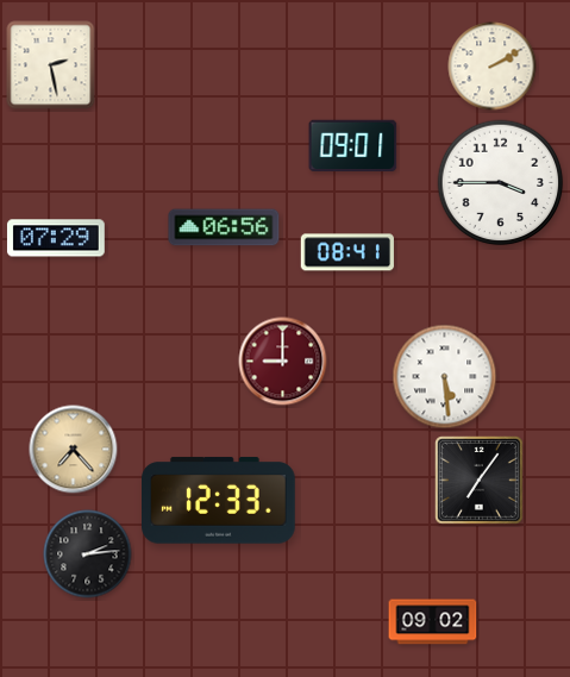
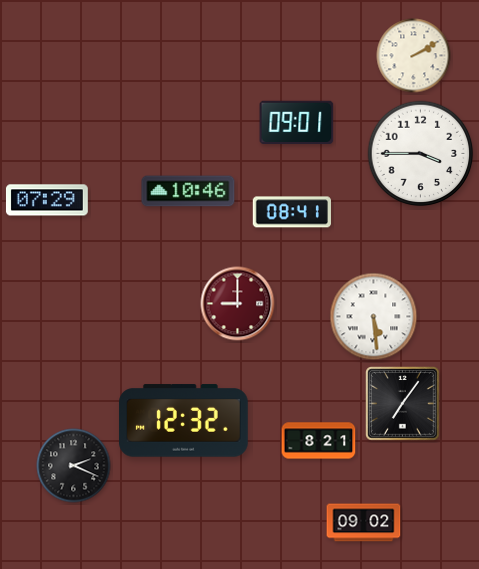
clock at (51, 65): 2:28 -> none
clock at (224, 227): 06:56 -> 10:46
clock at (74, 450): 7:23 -> none
clock at (219, 501): 12:33 -> 12:32
clock at (319, 441): none -> 8:21
clock at (88, 554): 2:14 -> 2:19
